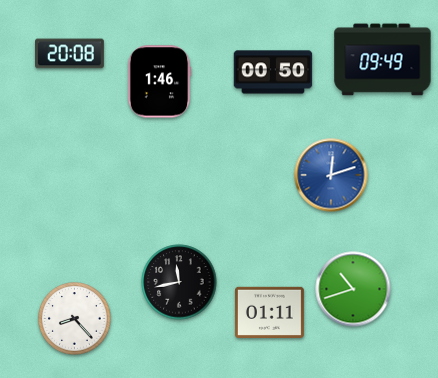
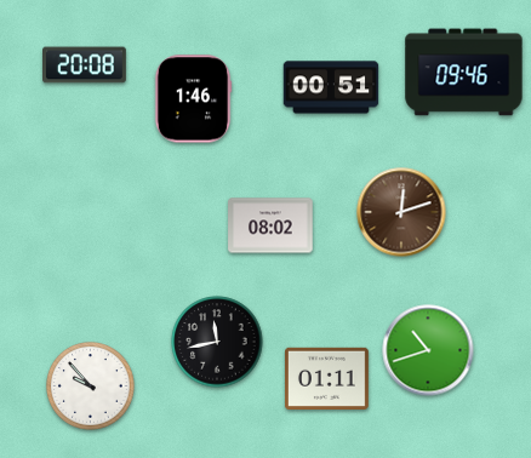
clock at (383, 60): 09:49 -> 09:46
clock at (273, 72): 00:50 -> 00:51
clock at (331, 175) dial: blue -> brown
clock at (270, 225): none -> 08:02
clock at (75, 319): 8:23 -> 9:53
